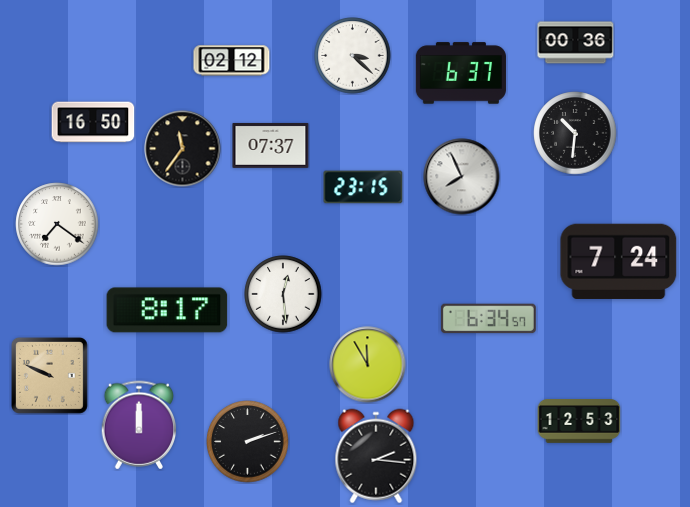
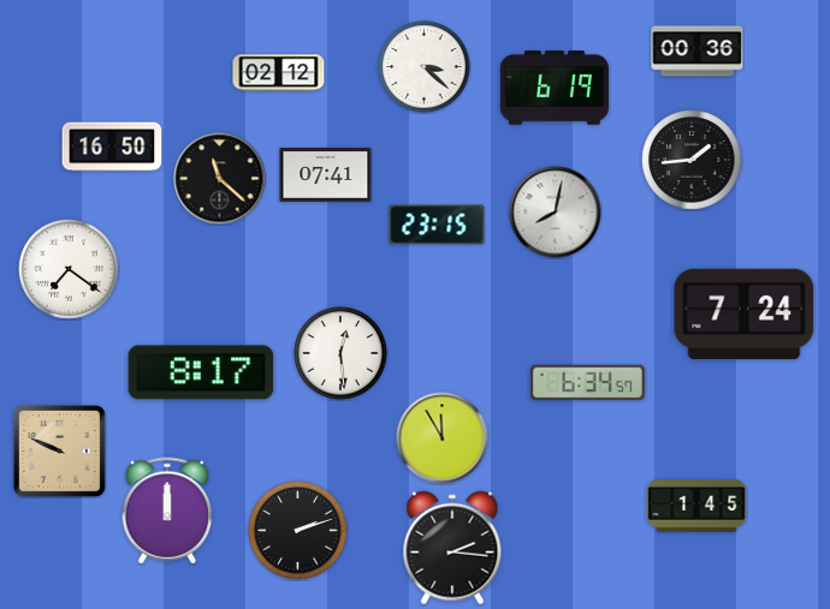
clock at (576, 43) position: (576, 43) -> (698, 52)
clock at (461, 73): 6:37 -> 6:19
clock at (575, 133): 10:31 -> 1:44
clock at (271, 145): 07:37 -> 07:41
clock at (183, 149): 11:36 -> 11:22
clock at (462, 177): 7:56 -> 8:02
clock at (579, 421): 12:53 -> 1:45
